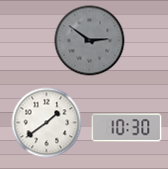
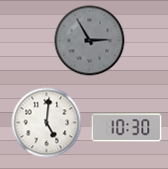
clock at (90, 41): 2:51 -> 2:55
clock at (47, 123): 1:39 -> 5:01
